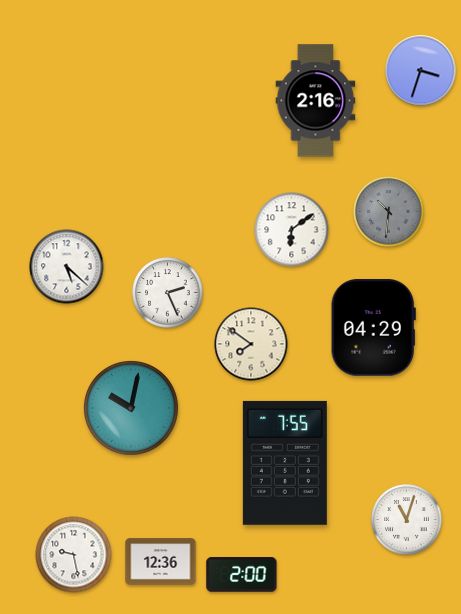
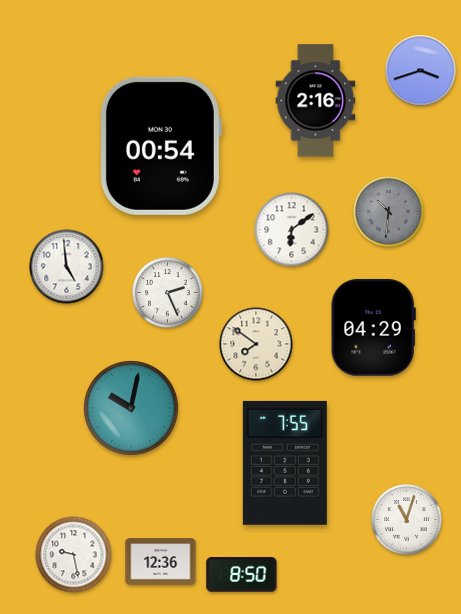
clock at (421, 71): 3:33 -> 3:42
clock at (160, 146): none -> 00:54
clock at (67, 267): 5:22 -> 4:59
clock at (251, 344) position: (251, 344) -> (256, 344)
clock at (242, 575): 2:00 -> 8:50
